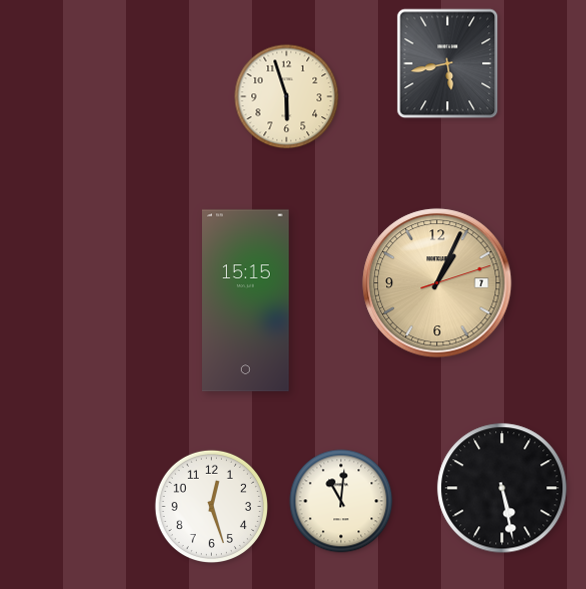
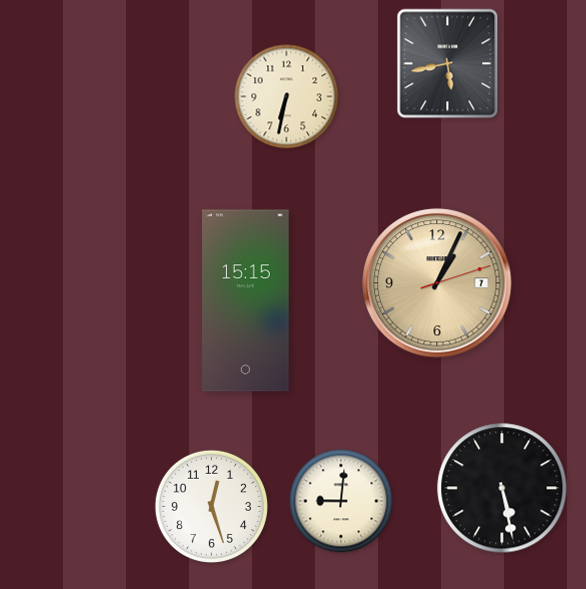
clock at (287, 97): 5:57 -> 6:32
clock at (341, 501): 11:01 -> 9:01
